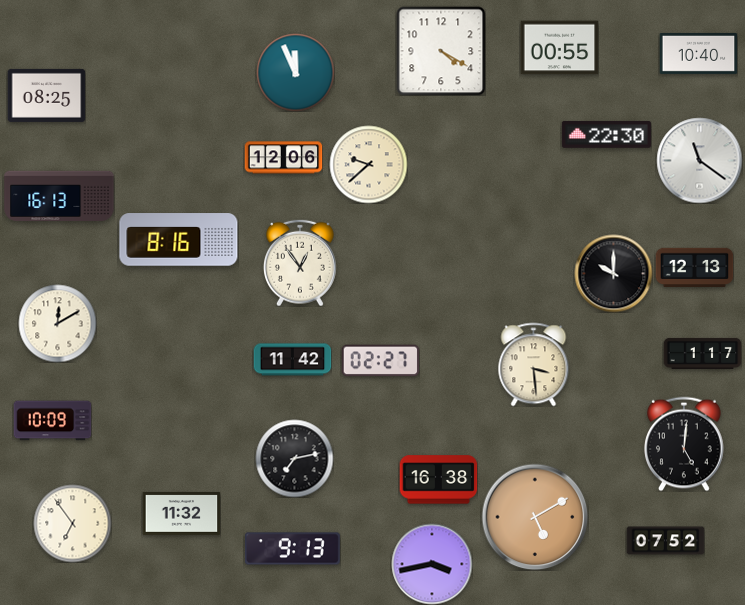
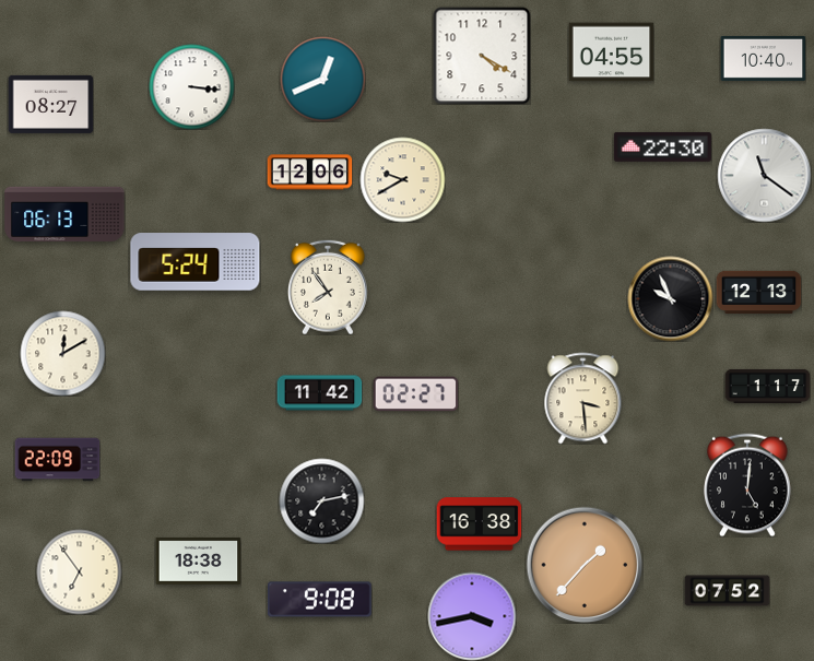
clock at (559, 48): 00:55 -> 04:55
clock at (295, 72): 11:56 -> 12:41
clock at (191, 86): none -> 3:16
clock at (46, 95): 08:25 -> 08:27
clock at (368, 164): 9:38 -> 9:40
clock at (59, 195): 16:13 -> 06:13
clock at (179, 240): 8:16 -> 5:24
clock at (300, 263): 12:54 -> 7:54
clock at (613, 273): 10:00 -> 9:56
clock at (52, 421): 10:09 -> 22:09
clock at (181, 513): 11:32 -> 18:38
clock at (535, 517): 5:10 -> 1:37
clock at (292, 549): 9:13 -> 9:08
